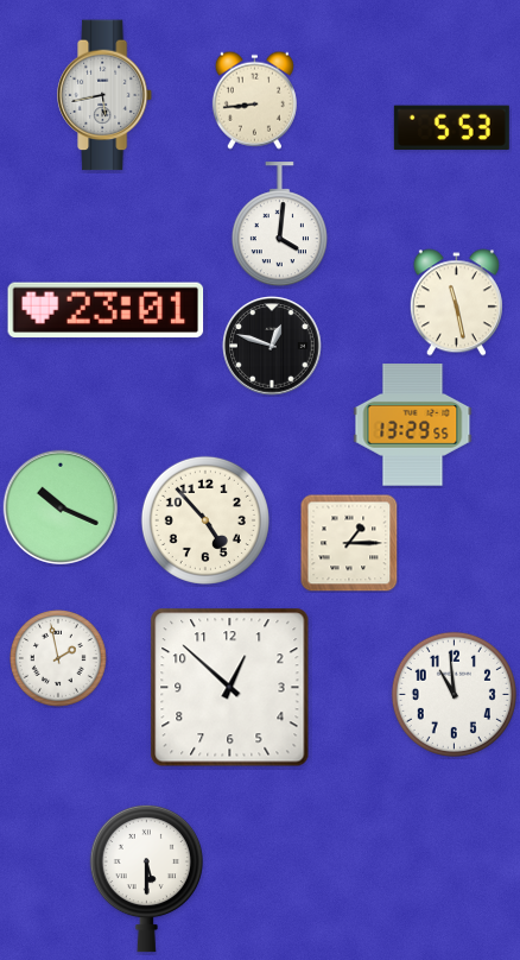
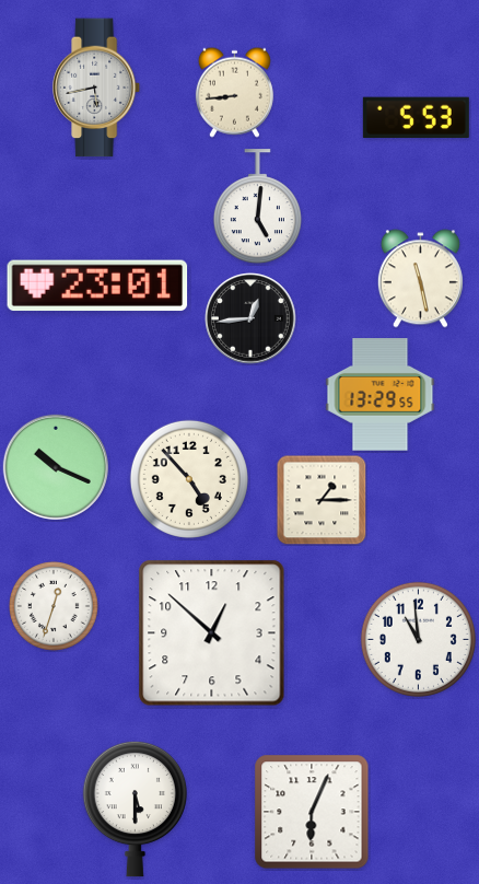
clock at (279, 225): 4:01 -> 5:01
clock at (272, 346): 12:48 -> 12:44
clock at (413, 425) position: (413, 425) -> (381, 395)
clock at (59, 659): 1:58 -> 12:33
clock at (312, 812): none -> 6:04
